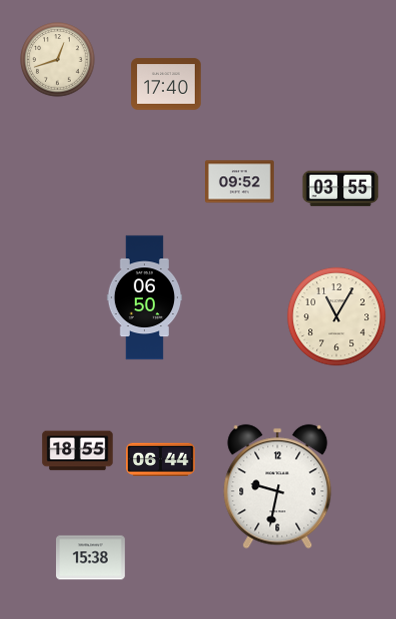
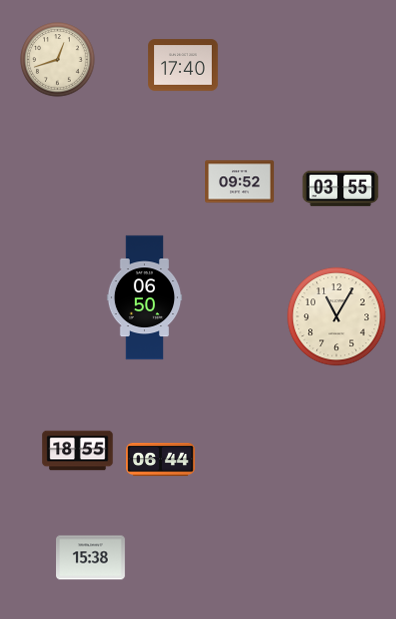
clock at (166, 84) position: (166, 84) -> (183, 65)
clock at (278, 487): 9:32 -> none
